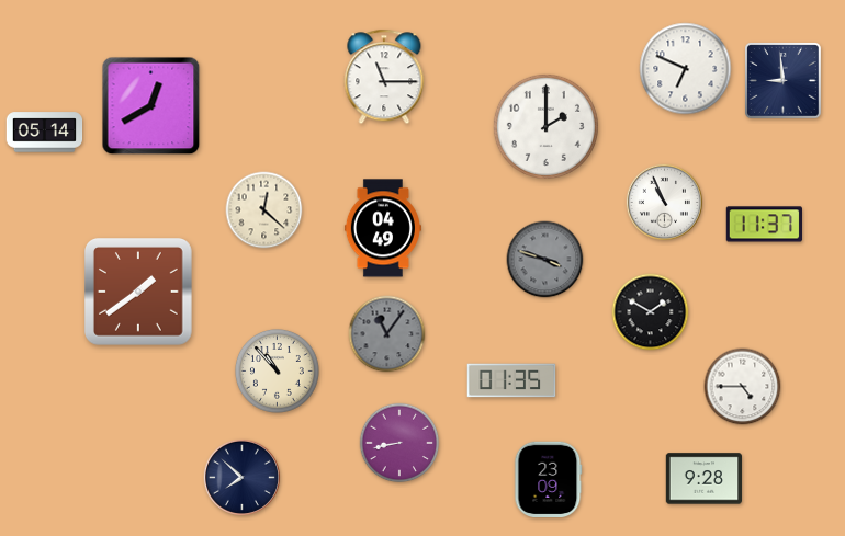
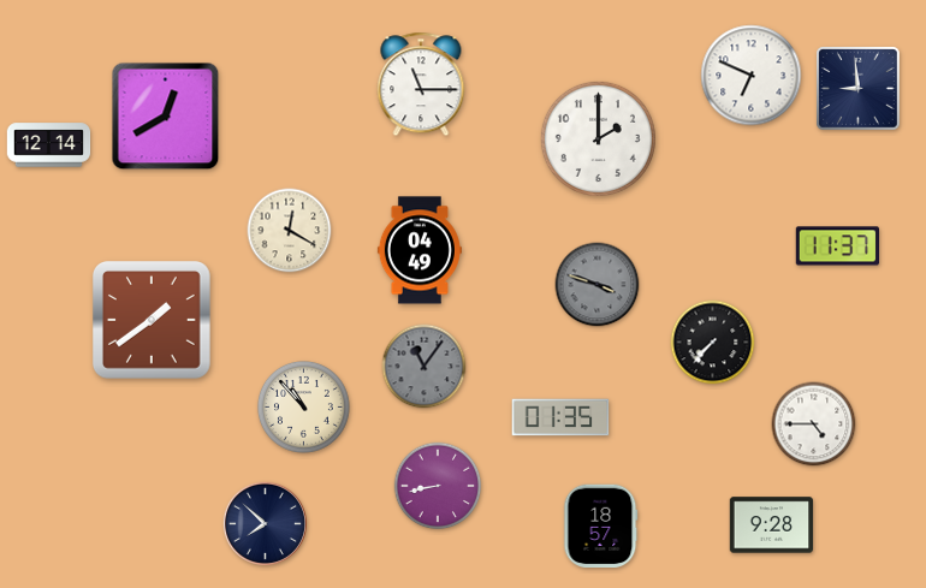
clock at (45, 133): 05:14 -> 12:14
clock at (664, 202): 10:56 -> none
clock at (264, 210): 12:22 -> 12:20
clock at (651, 312): 1:50 -> 7:37
clock at (549, 479): 23:09 -> 18:57
